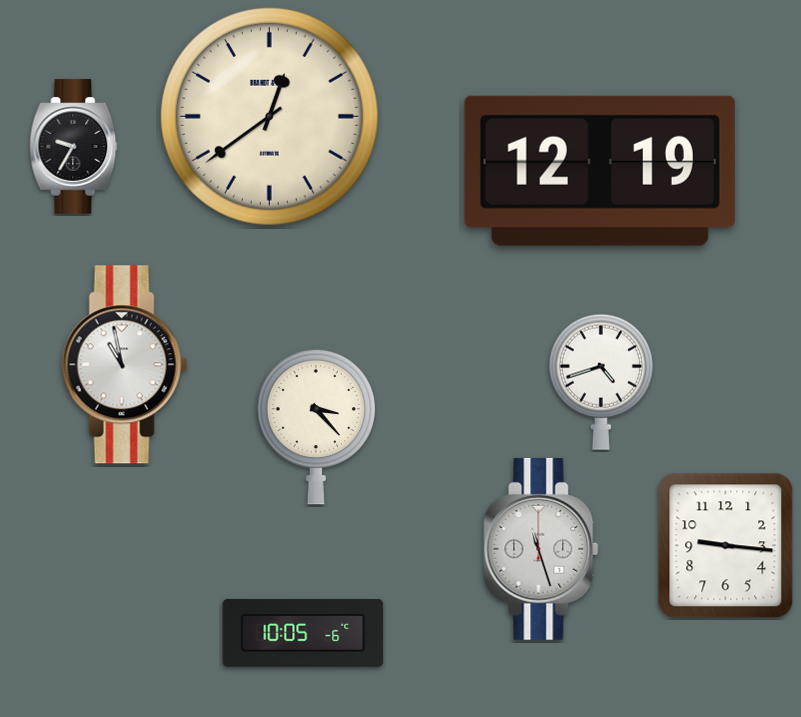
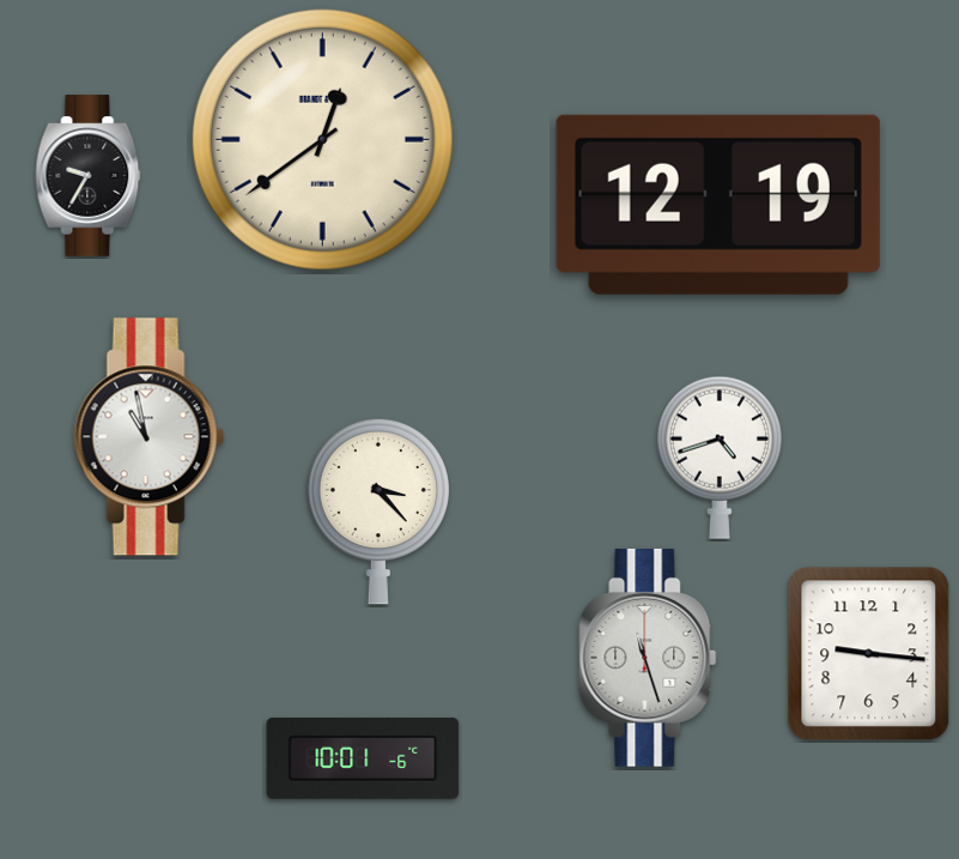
clock at (303, 633): 10:05 -> 10:01
